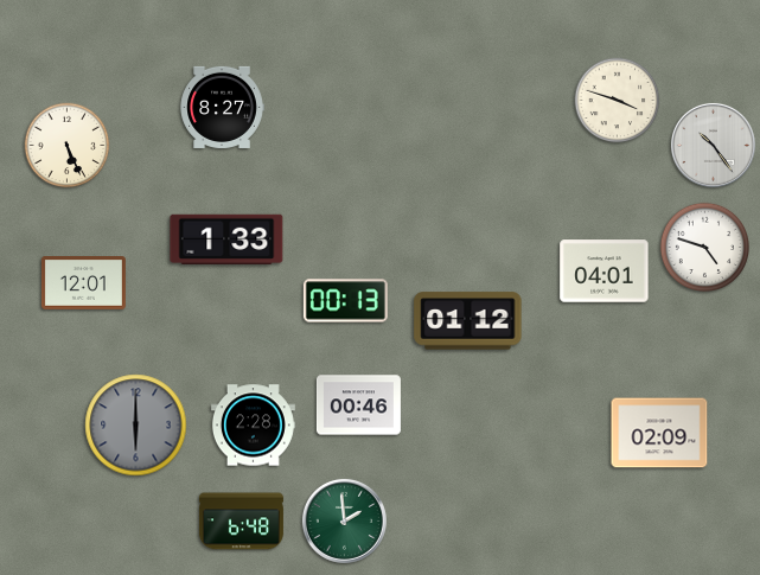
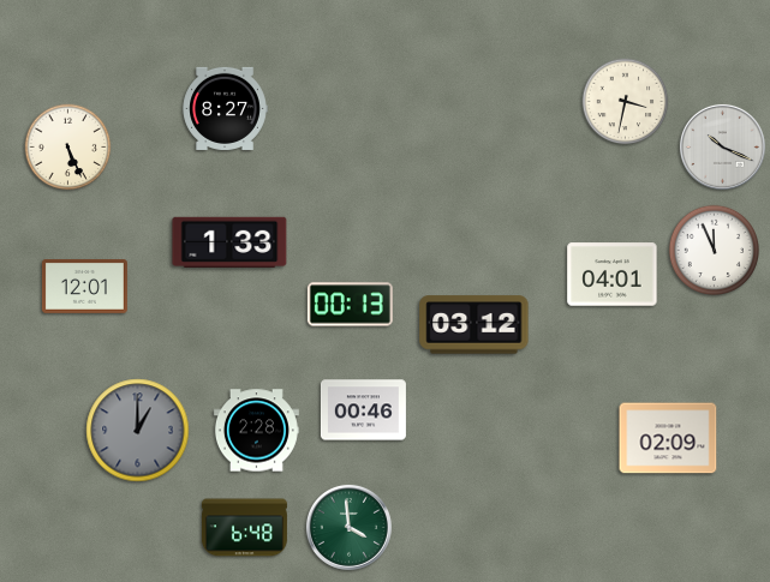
clock at (618, 101): 3:48 -> 3:32
clock at (713, 145): 10:24 -> 10:19
clock at (704, 247): 4:48 -> 11:56
clock at (468, 321): 01:12 -> 03:12
clock at (136, 426): 6:00 -> 1:00
clock at (344, 520): 1:59 -> 3:59
